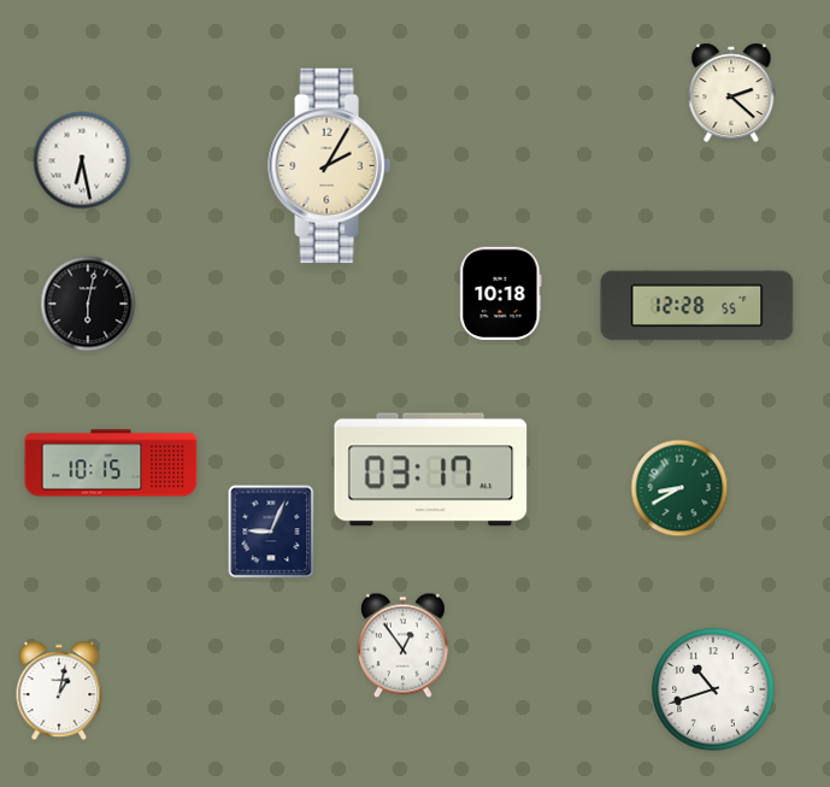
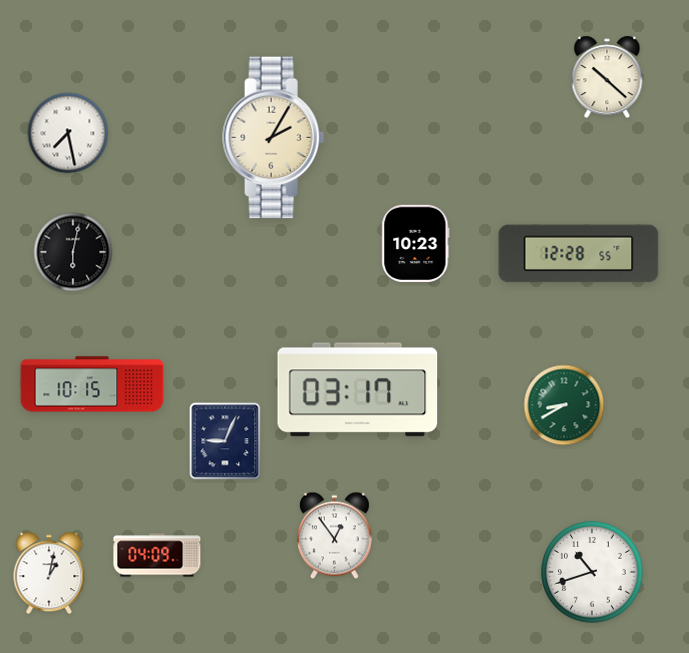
clock at (731, 93): 2:22 -> 10:22
clock at (82, 160): 6:28 -> 7:28
clock at (501, 293): 10:18 -> 10:23
clock at (157, 555): none -> 04:09
